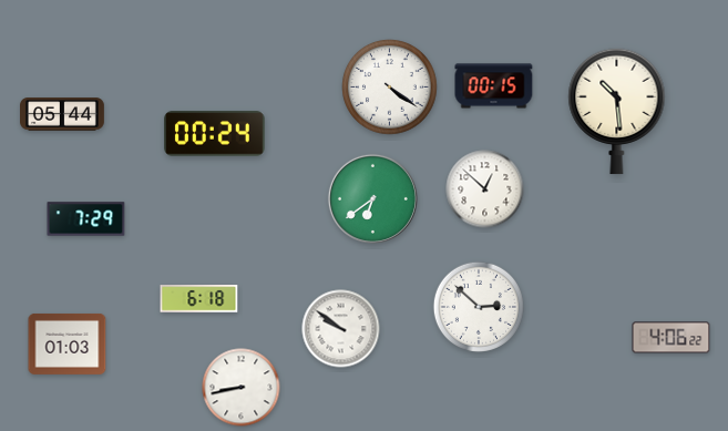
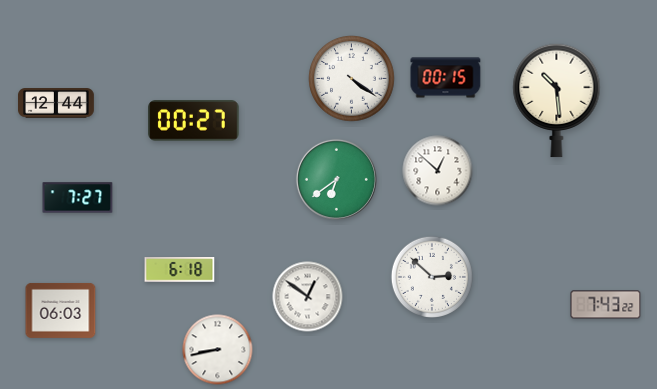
clock at (63, 114): 05:44 -> 12:44
clock at (215, 134): 00:24 -> 00:27
clock at (86, 219): 7:29 -> 7:27
clock at (341, 329): 9:51 -> 12:51
clock at (671, 338): 4:06 -> 7:43
clock at (68, 343): 01:03 -> 06:03
